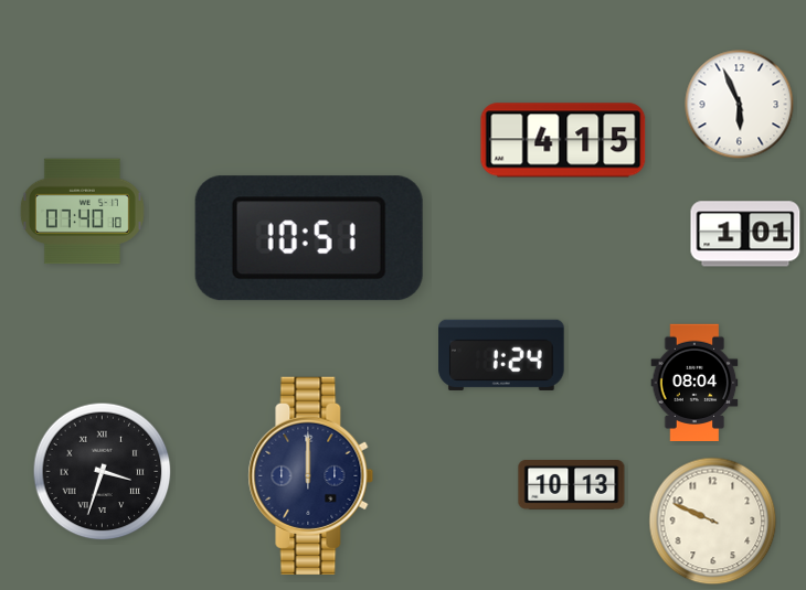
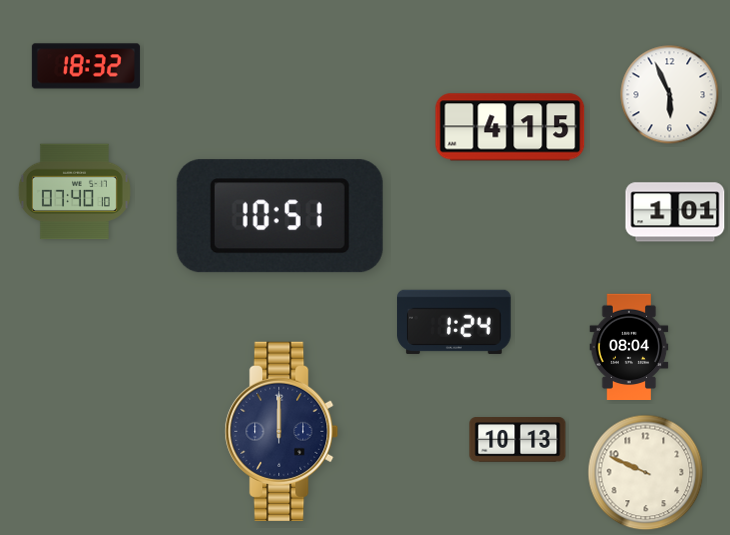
clock at (86, 66): none -> 18:32
clock at (103, 472): 3:33 -> none
